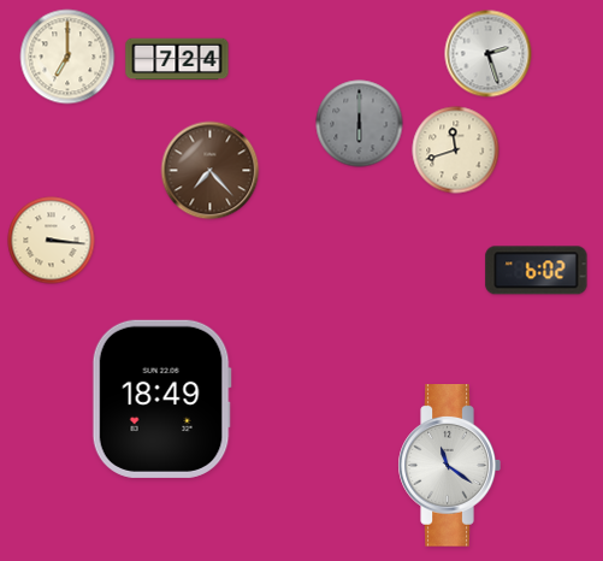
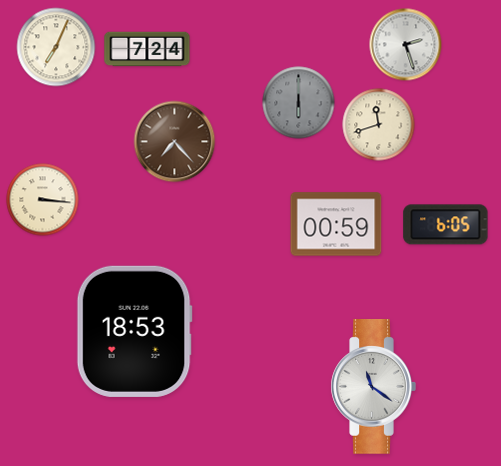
clock at (67, 57): 7:00 -> 7:04
clock at (336, 224): none -> 00:59
clock at (537, 271): 6:02 -> 6:05
clock at (161, 398): 18:49 -> 18:53
